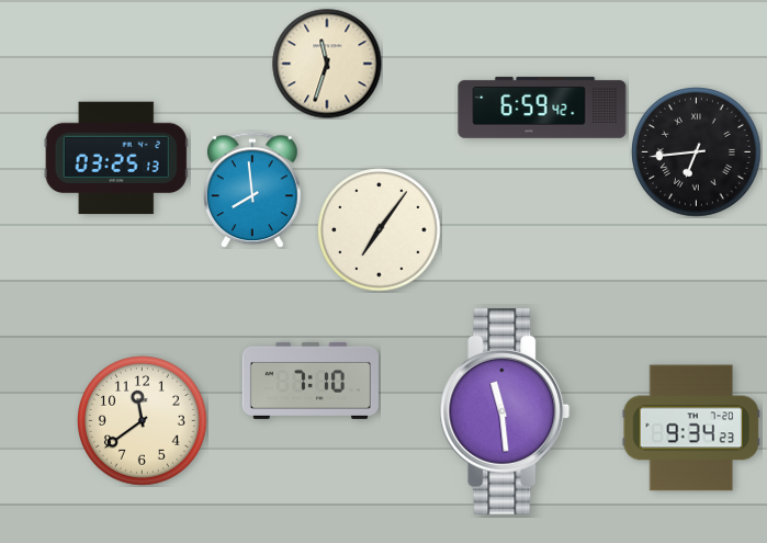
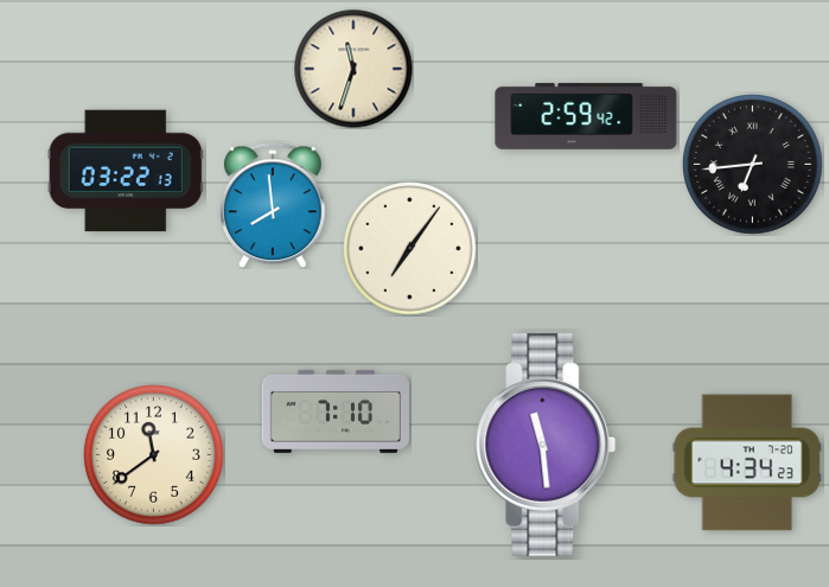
clock at (542, 108): 6:59 -> 2:59
clock at (116, 158): 03:25 -> 03:22
clock at (691, 428): 9:34 -> 4:34
